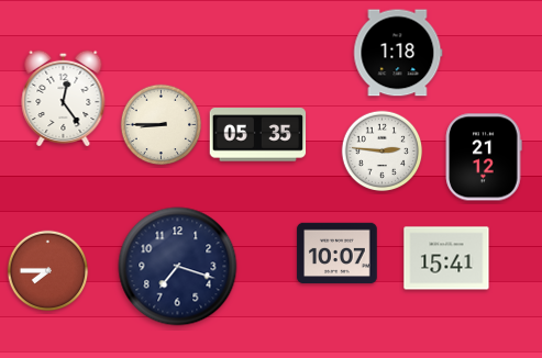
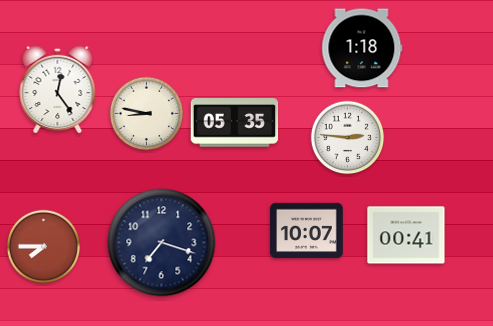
clock at (162, 125): 8:45 -> 8:47
clock at (484, 157): 21:12 -> none
clock at (446, 258): 15:41 -> 00:41
